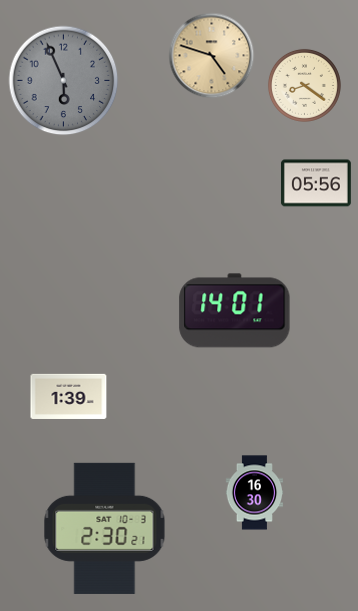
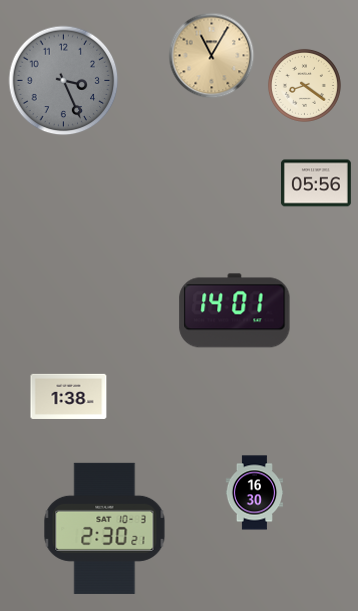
clock at (212, 56): 4:48 -> 11:05
clock at (64, 81): 5:56 -> 3:26
clock at (69, 396): 1:39 -> 1:38
